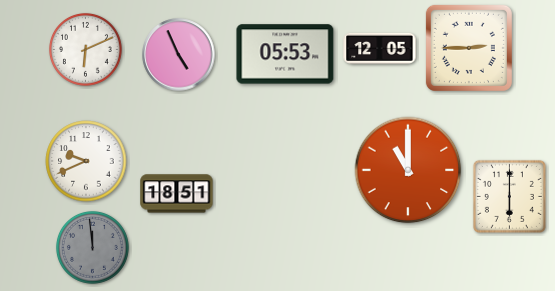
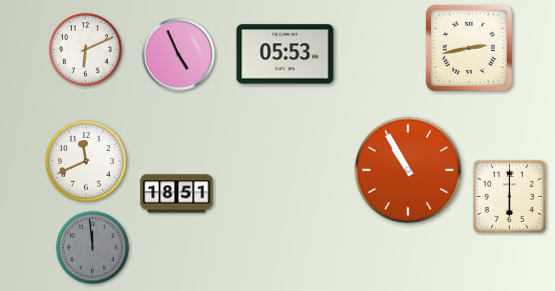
clock at (380, 48): 12:05 -> none
clock at (469, 48): 2:45 -> 2:43
clock at (86, 161): 9:41 -> 11:41
clock at (408, 170): 11:00 -> 10:55
